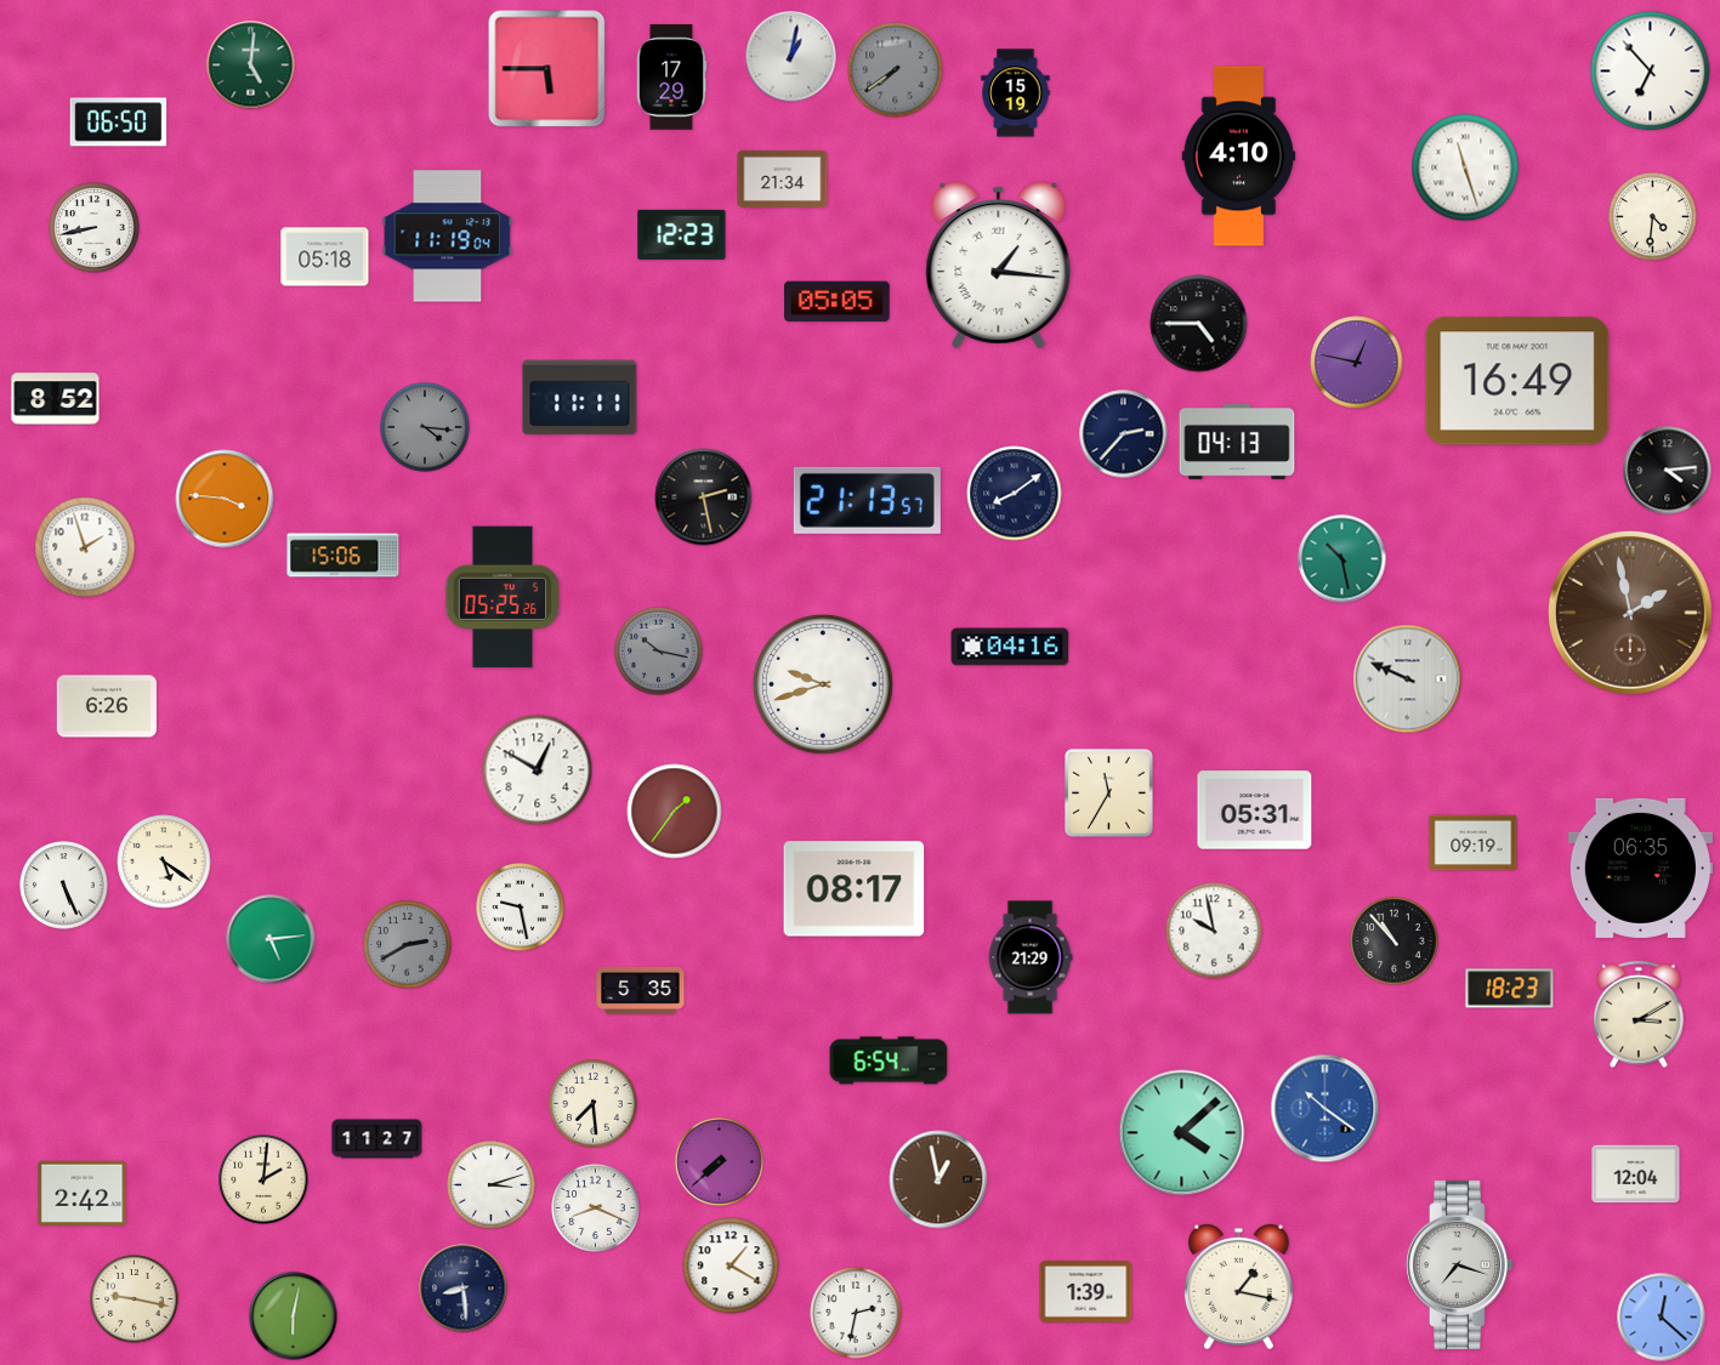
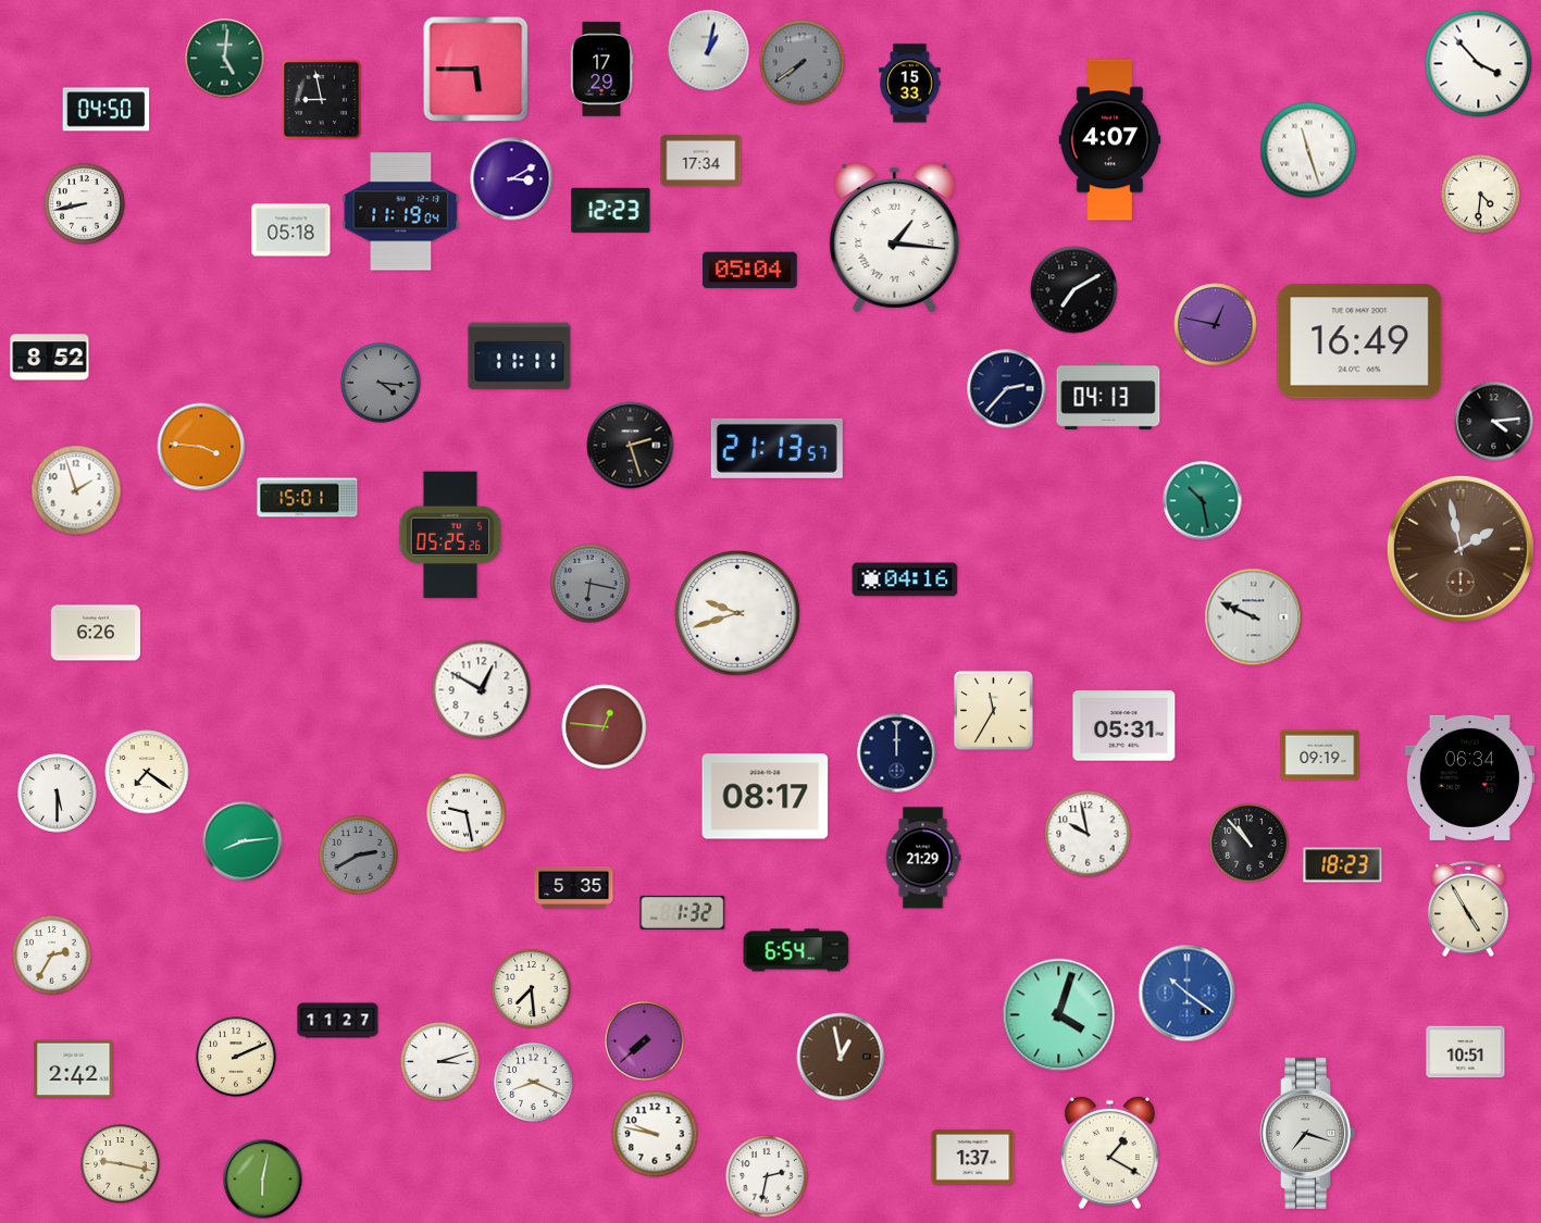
clock at (547, 69) position: (547, 69) -> (476, 70)
clock at (1651, 72): 6:53 -> 3:53
clock at (1016, 93): 15:19 -> 15:33
clock at (322, 100): none -> 8:58
clock at (119, 123): 06:50 -> 04:50
clock at (1239, 157): 4:10 -> 4:07
clock at (1465, 167) position: (1465, 167) -> (1308, 150)
clock at (783, 178): 21:34 -> 17:34
clock at (512, 179): none -> 3:10
clock at (838, 302): 05:05 -> 05:04
clock at (1199, 324): 4:45 -> 7:10
clock at (1015, 494): 8:09 -> none
clock at (704, 497): 2:28 -> 2:27
clock at (344, 556): 15:06 -> 15:01
clock at (659, 652): 10:17 -> 6:17
clock at (1408, 679) position: (1408, 679) -> (1254, 617)
clock at (675, 812): 1:36 -> 12:46
clock at (897, 753): none -> 12:00
clock at (164, 861): 5:21 -> 7:21
clock at (1640, 868): 06:35 -> 06:34
clock at (64, 886): 5:26 -> 5:30
clock at (271, 939): 5:14 -> 8:14
clock at (408, 945) position: (408, 945) -> (359, 856)
clock at (1510, 989) position: (1510, 989) -> (1343, 865)
clock at (1639, 1014): 3:10 -> 4:55
clock at (683, 912): none -> 1:32
clock at (52, 956): none -> 2:35
clock at (1182, 1133): 4:08 -> 4:03
clock at (1636, 1175): 12:04 -> 10:51
clock at (263, 1179): 2:01 -> 2:11
clock at (731, 1266): 1:20 -> 9:47
clock at (1238, 1287): 1:17 -> 1:20
clock at (464, 1289): 8:29 -> none
clock at (1086, 1292): 1:39 -> 1:37
clock at (1662, 1318): 12:22 -> none
